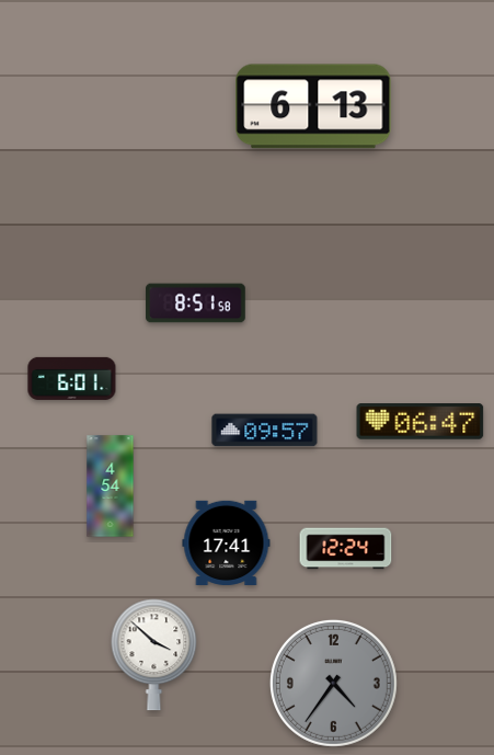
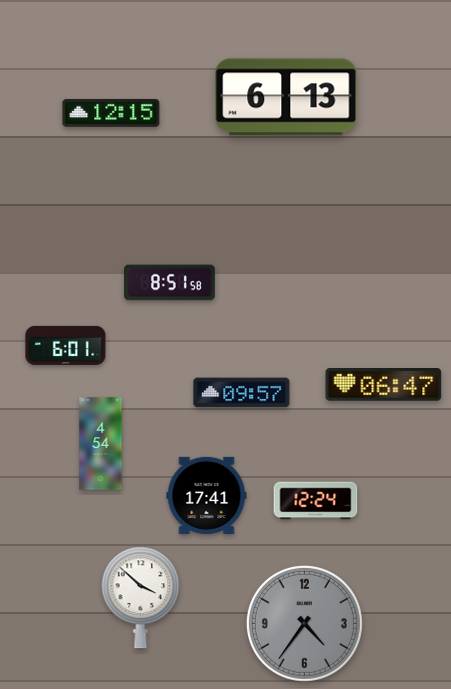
clock at (111, 113): none -> 12:15
clock at (196, 304) position: (196, 304) -> (170, 283)
